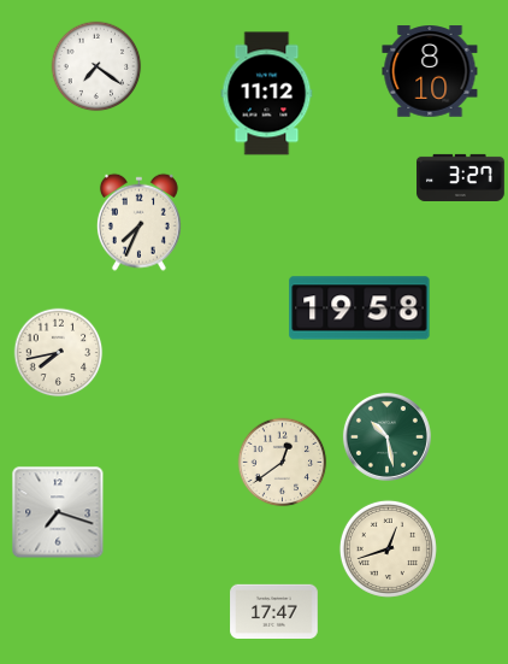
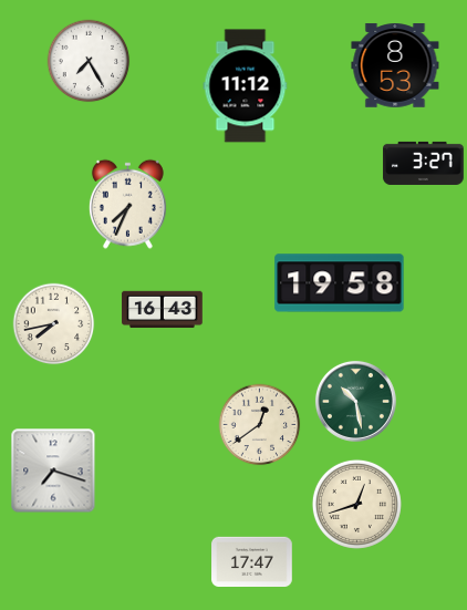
clock at (96, 66): 7:21 -> 7:25
clock at (430, 71): 8:10 -> 8:53
clock at (360, 309) position: (360, 309) -> (340, 283)
clock at (163, 310): none -> 16:43
